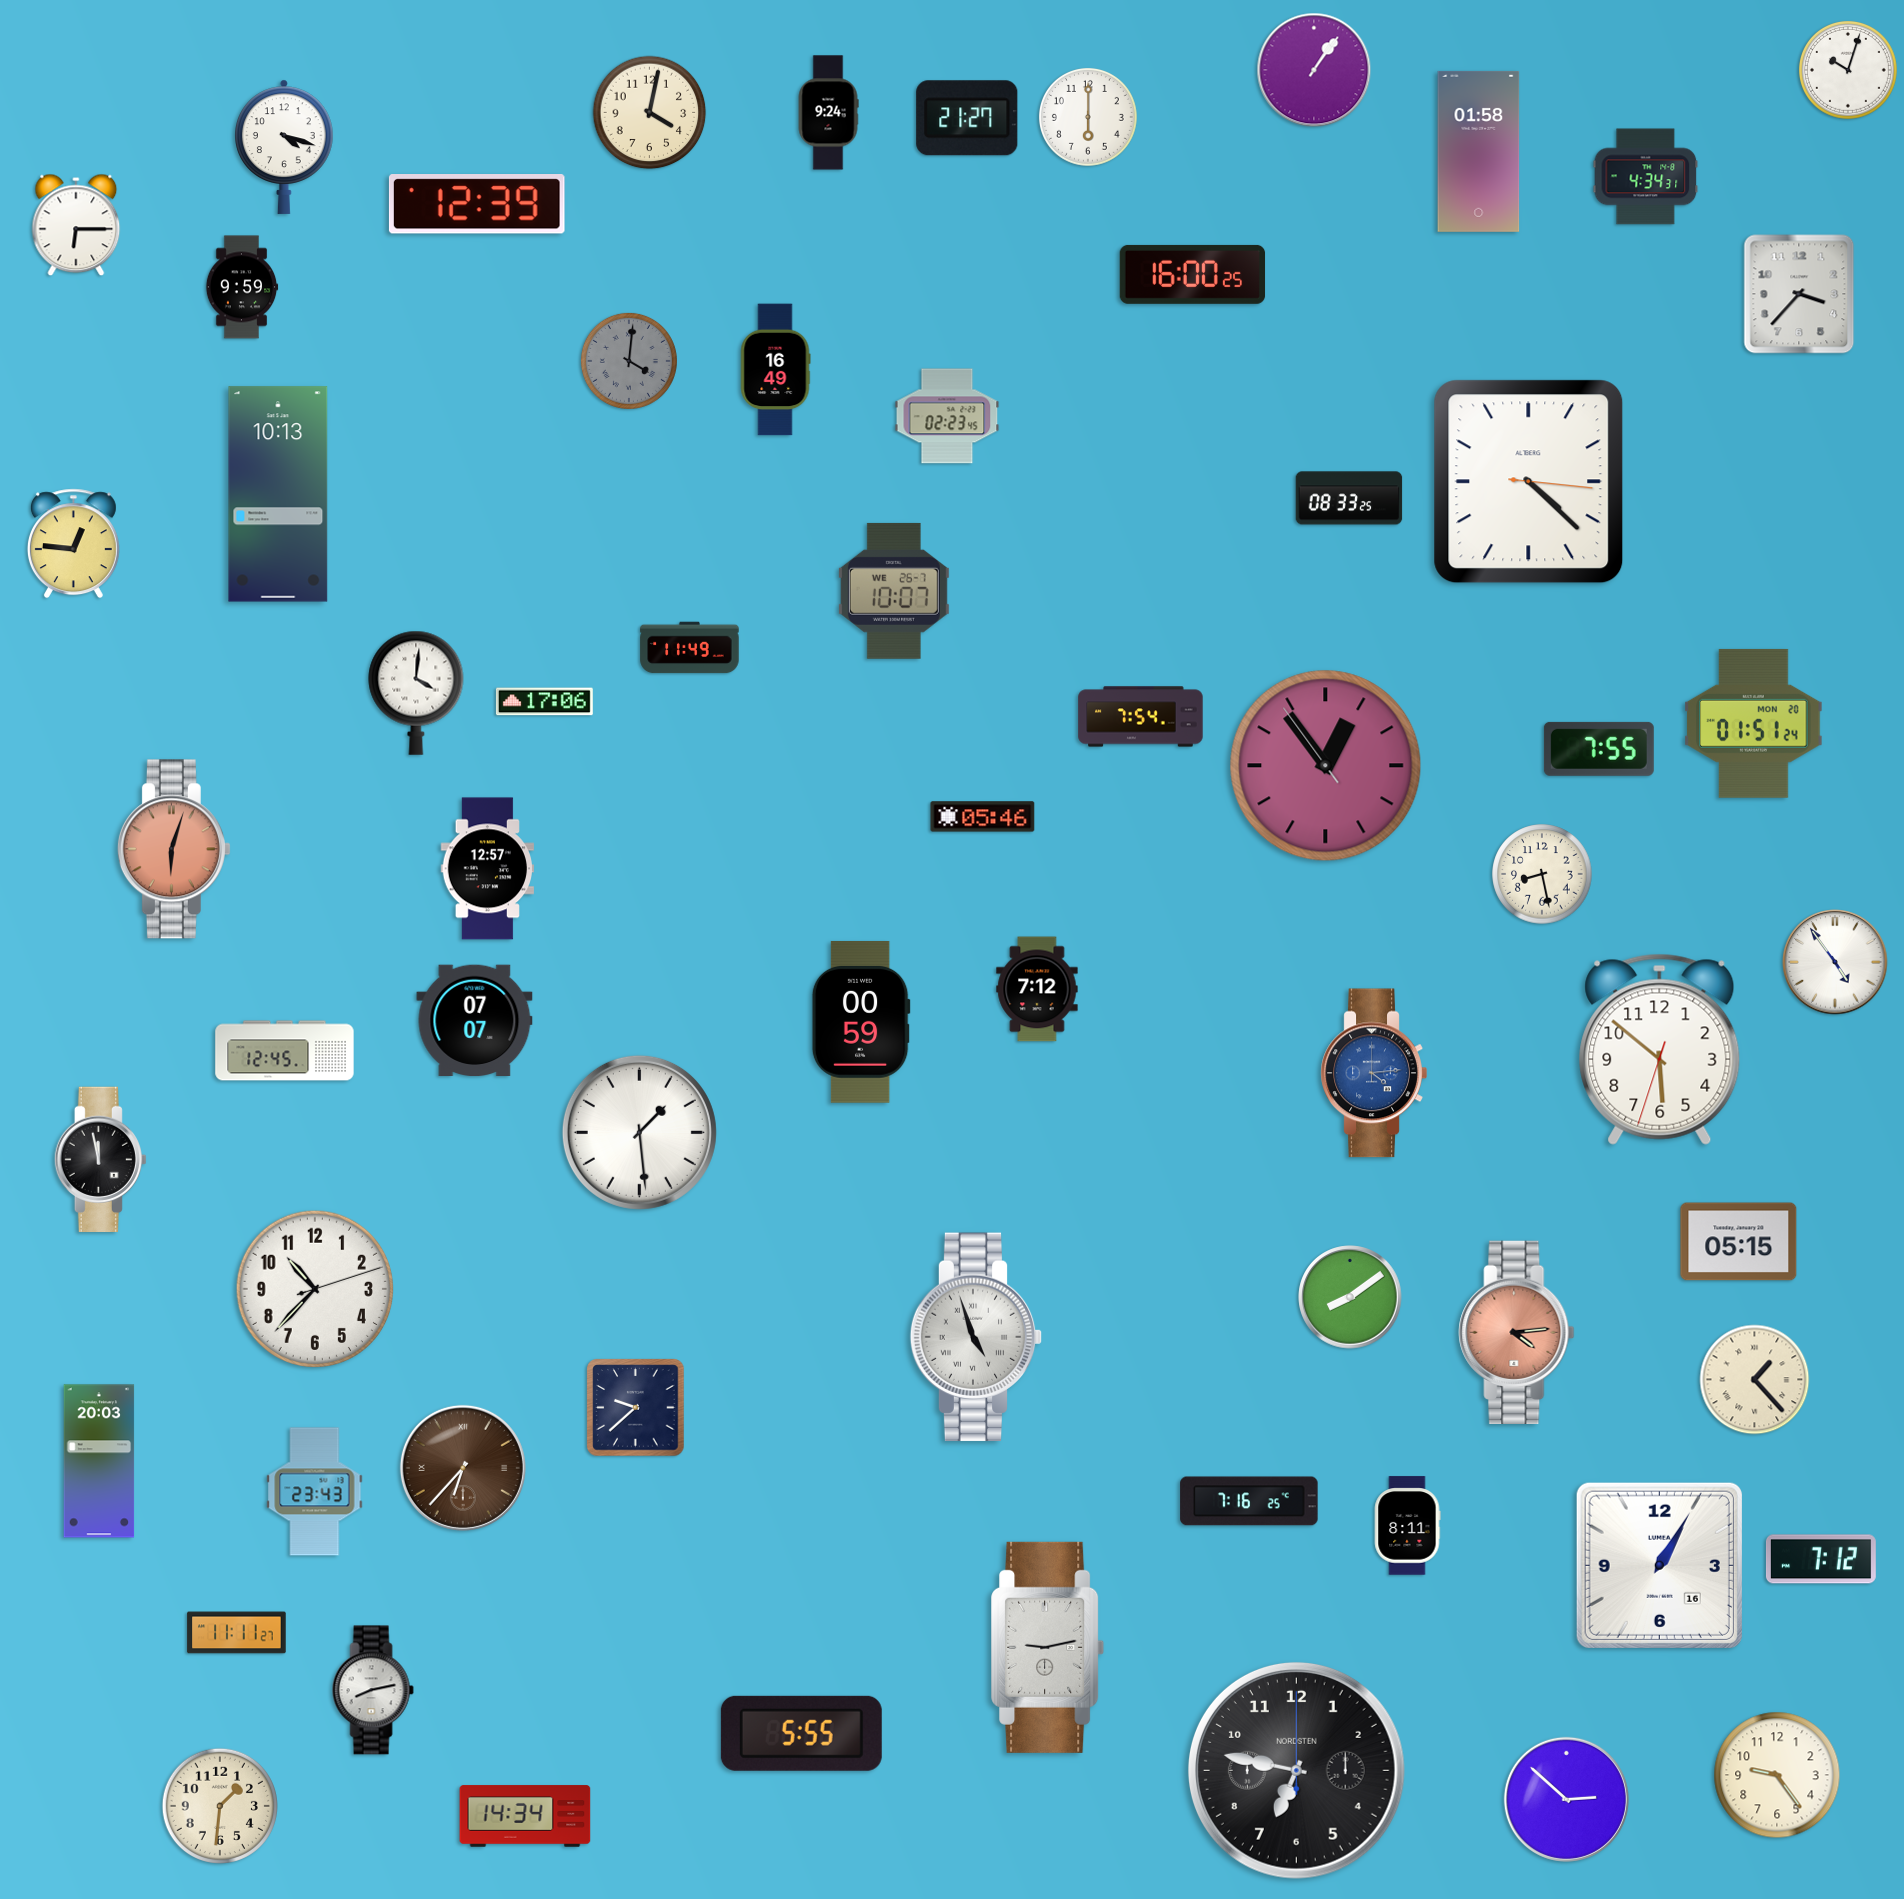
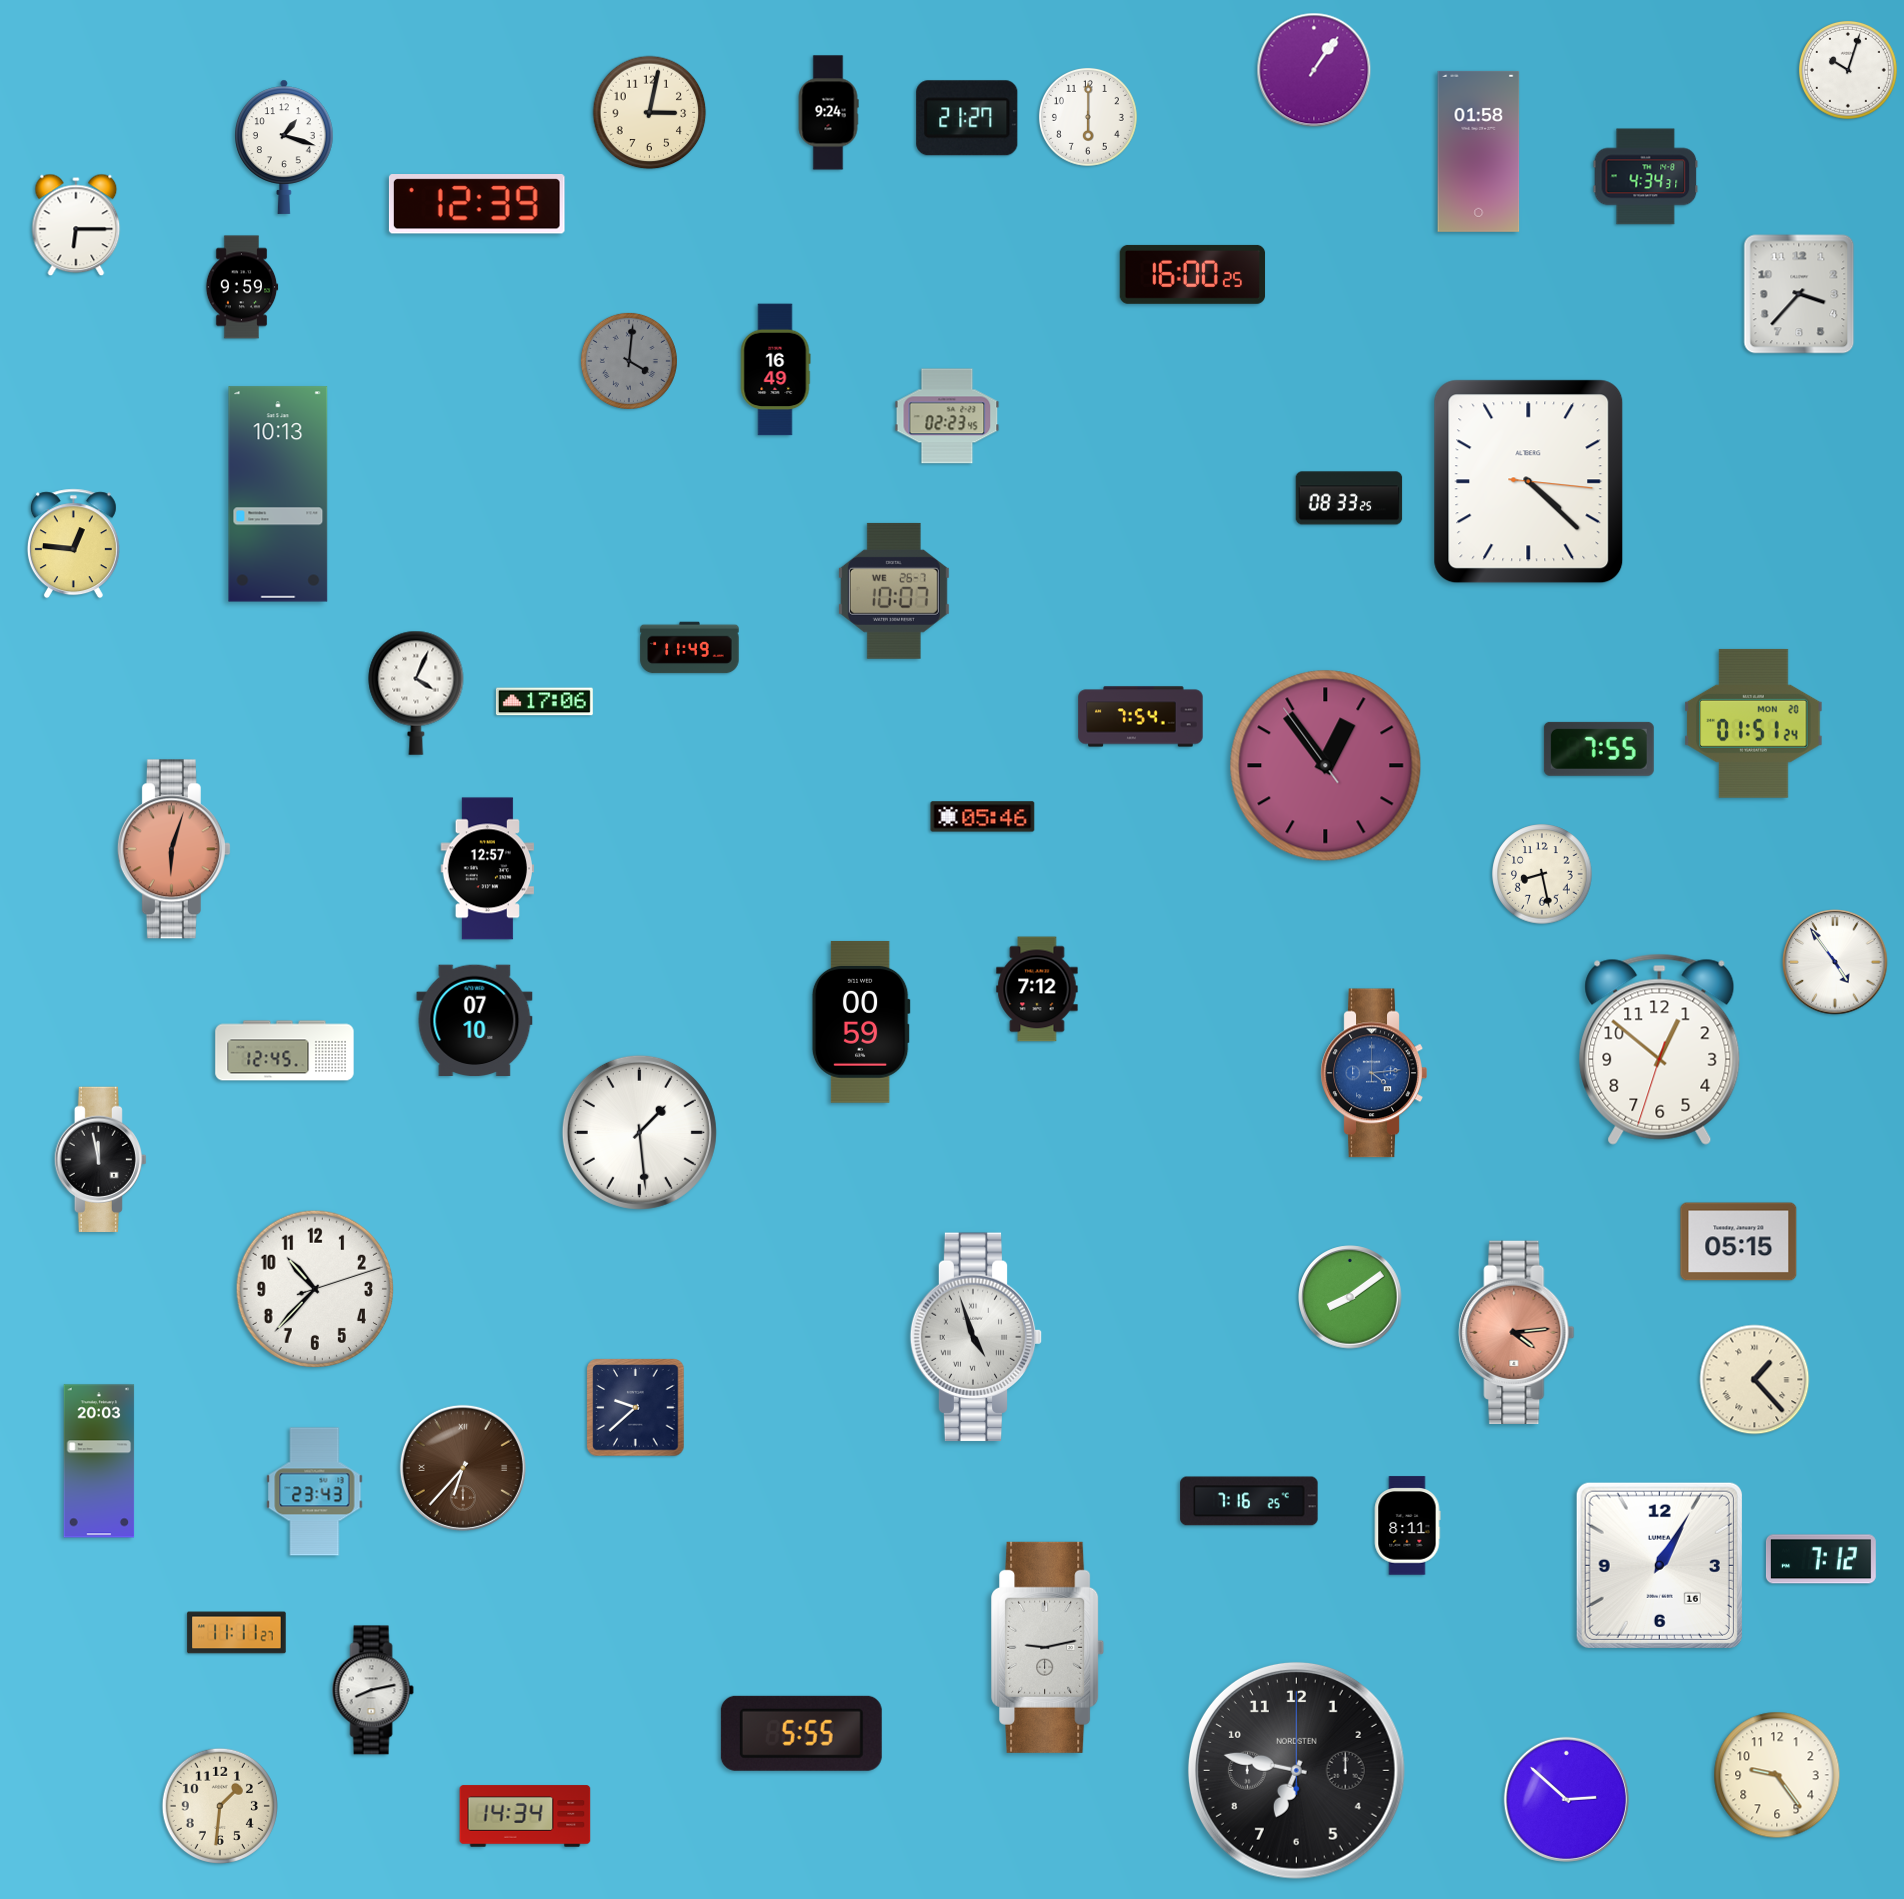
clock at (650, 113): 4:02 -> 3:02
clock at (285, 147): 4:18 -> 1:18
clock at (416, 693): 4:01 -> 4:04
clock at (475, 1021): 07:07 -> 07:10
clock at (1660, 1049): 5:51 -> 12:51
